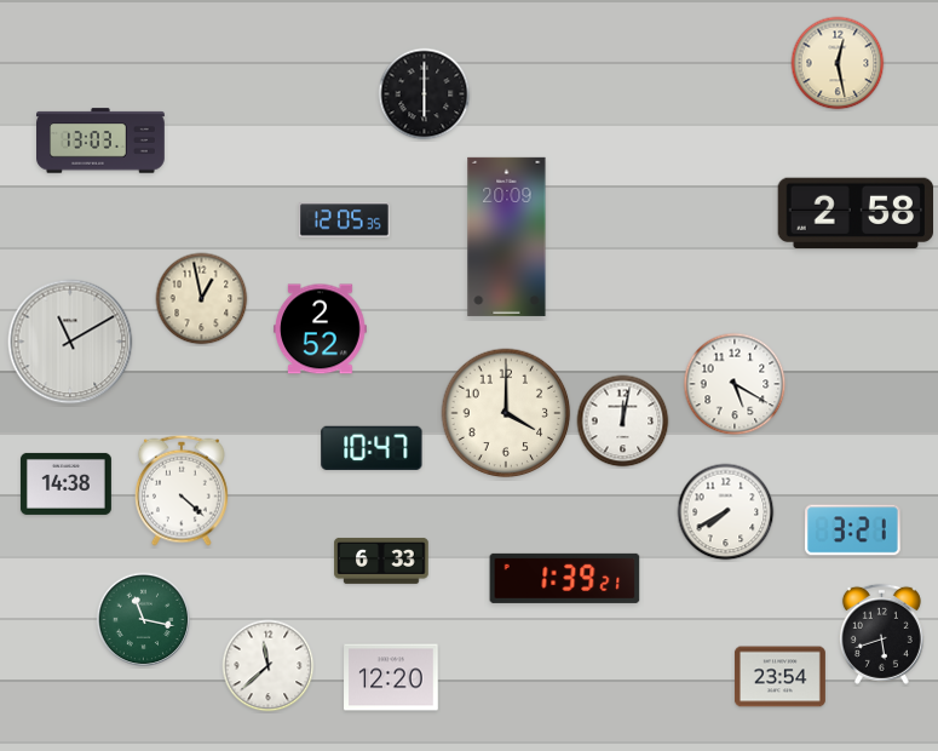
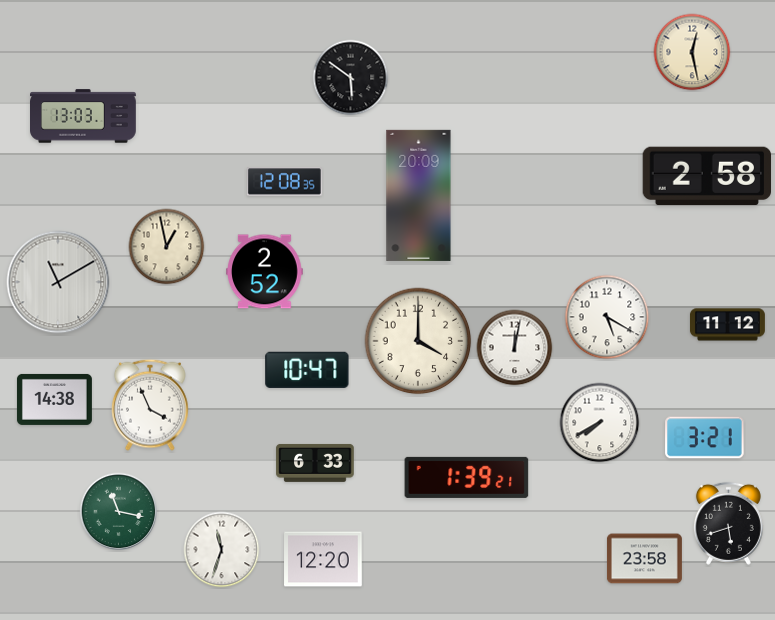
clock at (425, 94): 6:00 -> 5:51
clock at (344, 220): 12:05 -> 12:08
clock at (727, 325): none -> 11:12
clock at (183, 491): 4:22 -> 3:56
clock at (269, 666): 11:38 -> 11:33
clock at (779, 677): 23:54 -> 23:58
